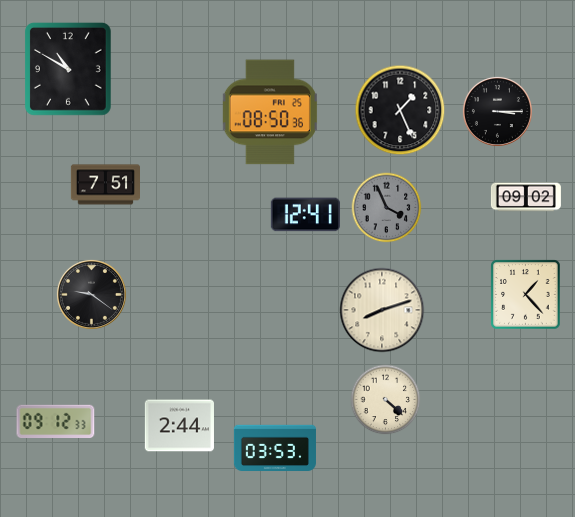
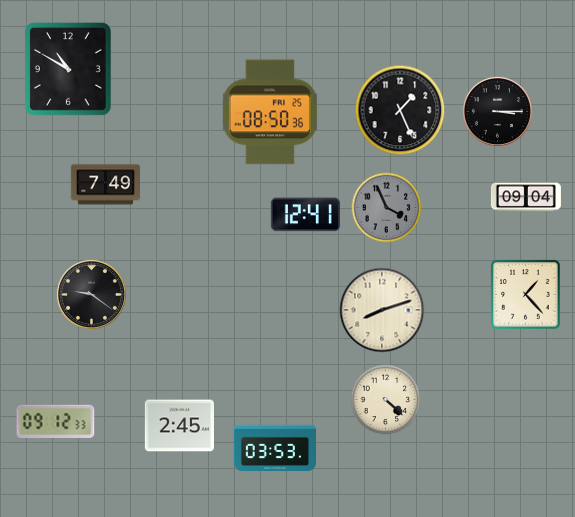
clock at (105, 185): 7:51 -> 7:49
clock at (526, 197): 09:02 -> 09:04
clock at (179, 426): 2:44 -> 2:45
